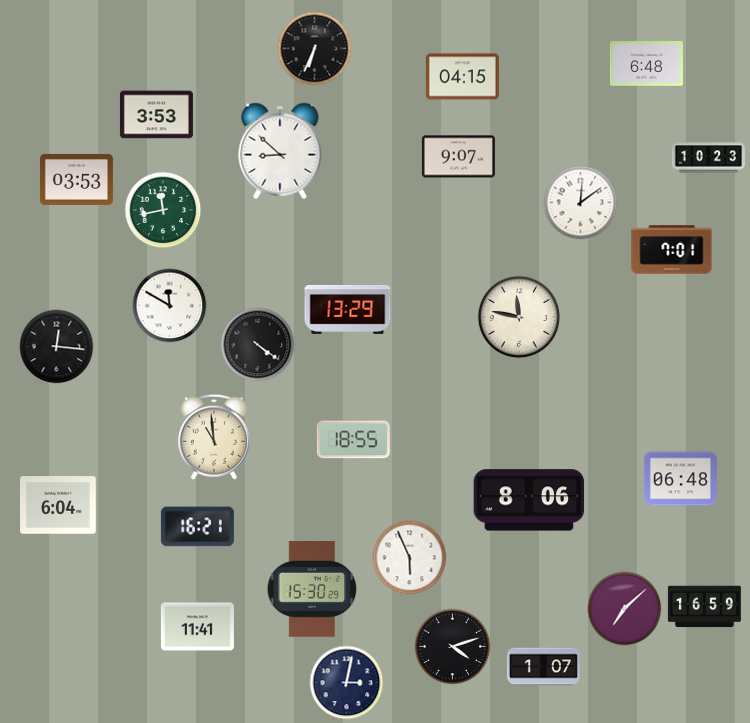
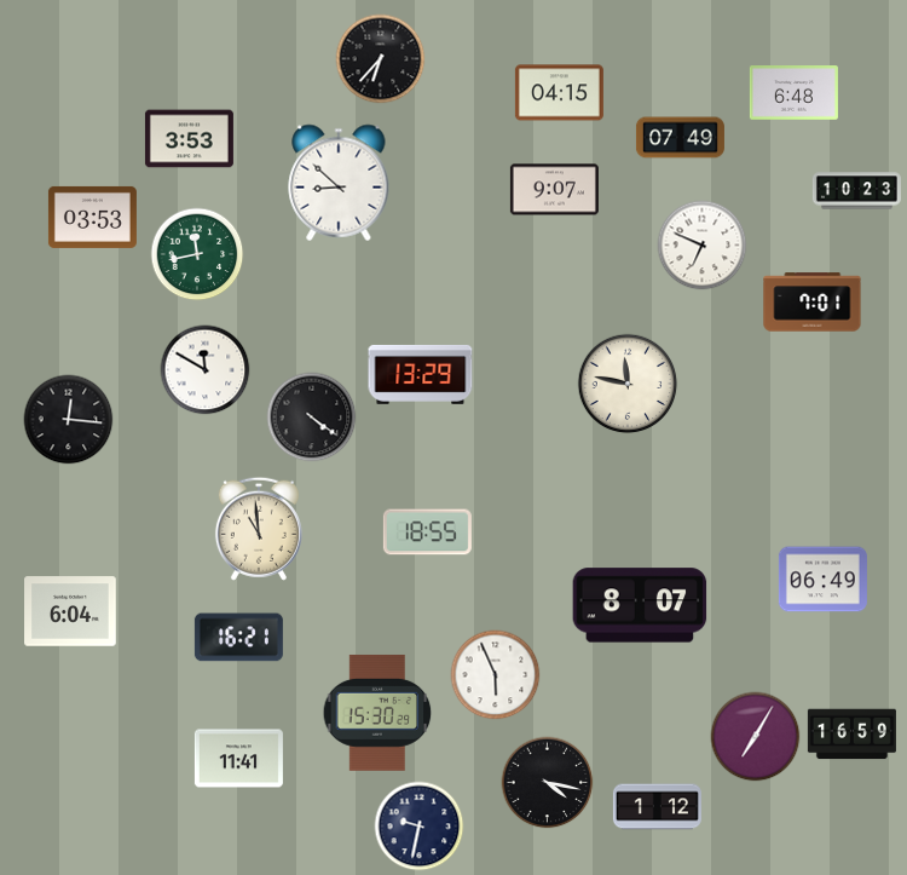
clock at (315, 49): 6:34 -> 6:37
clock at (646, 64) position: (646, 64) -> (793, 93)
clock at (680, 138): none -> 07:49
clock at (581, 203): 12:09 -> 6:49
clock at (680, 479): 06:48 -> 06:49
clock at (529, 500): 8:06 -> 8:07
clock at (625, 609): 7:08 -> 7:05
clock at (453, 647): 4:12 -> 4:17
clock at (543, 667): 1:07 -> 1:12
clock at (347, 683): 3:02 -> 9:32
